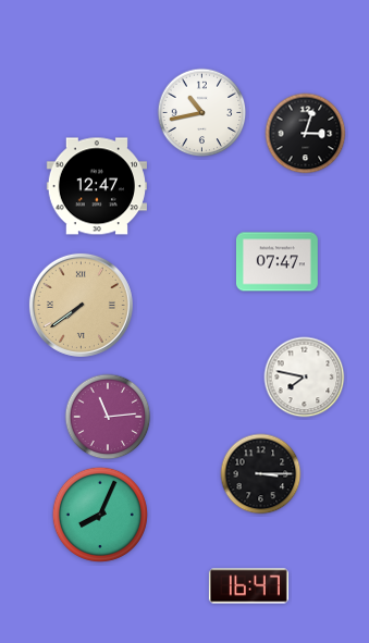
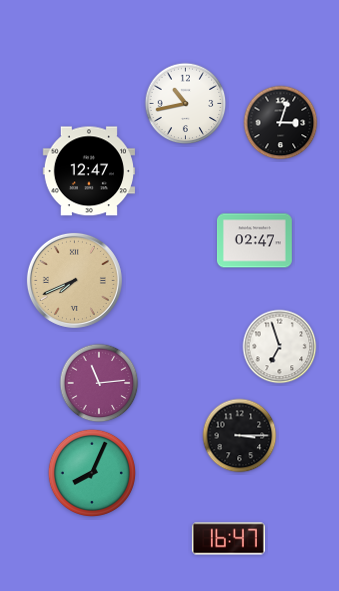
clock at (278, 262): 07:47 -> 02:47
clock at (81, 305): 7:39 -> 7:41
clock at (305, 378): 7:47 -> 6:57
